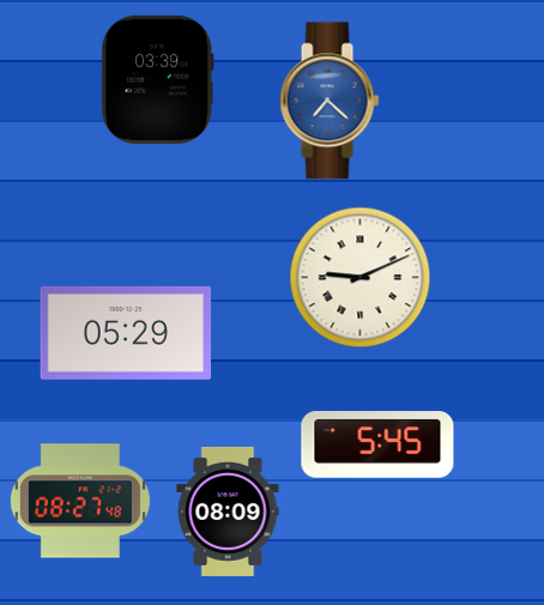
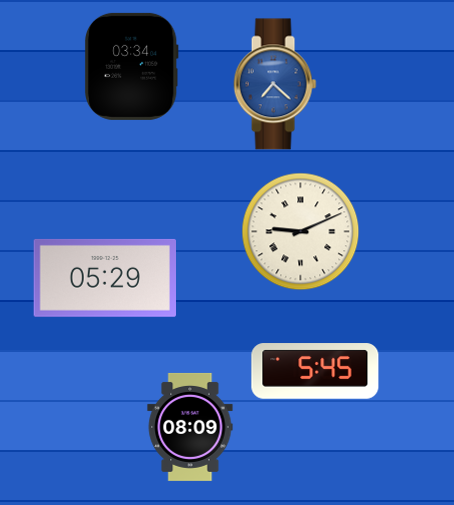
clock at (157, 79): 03:39 -> 03:34
clock at (80, 501): 08:27 -> none
